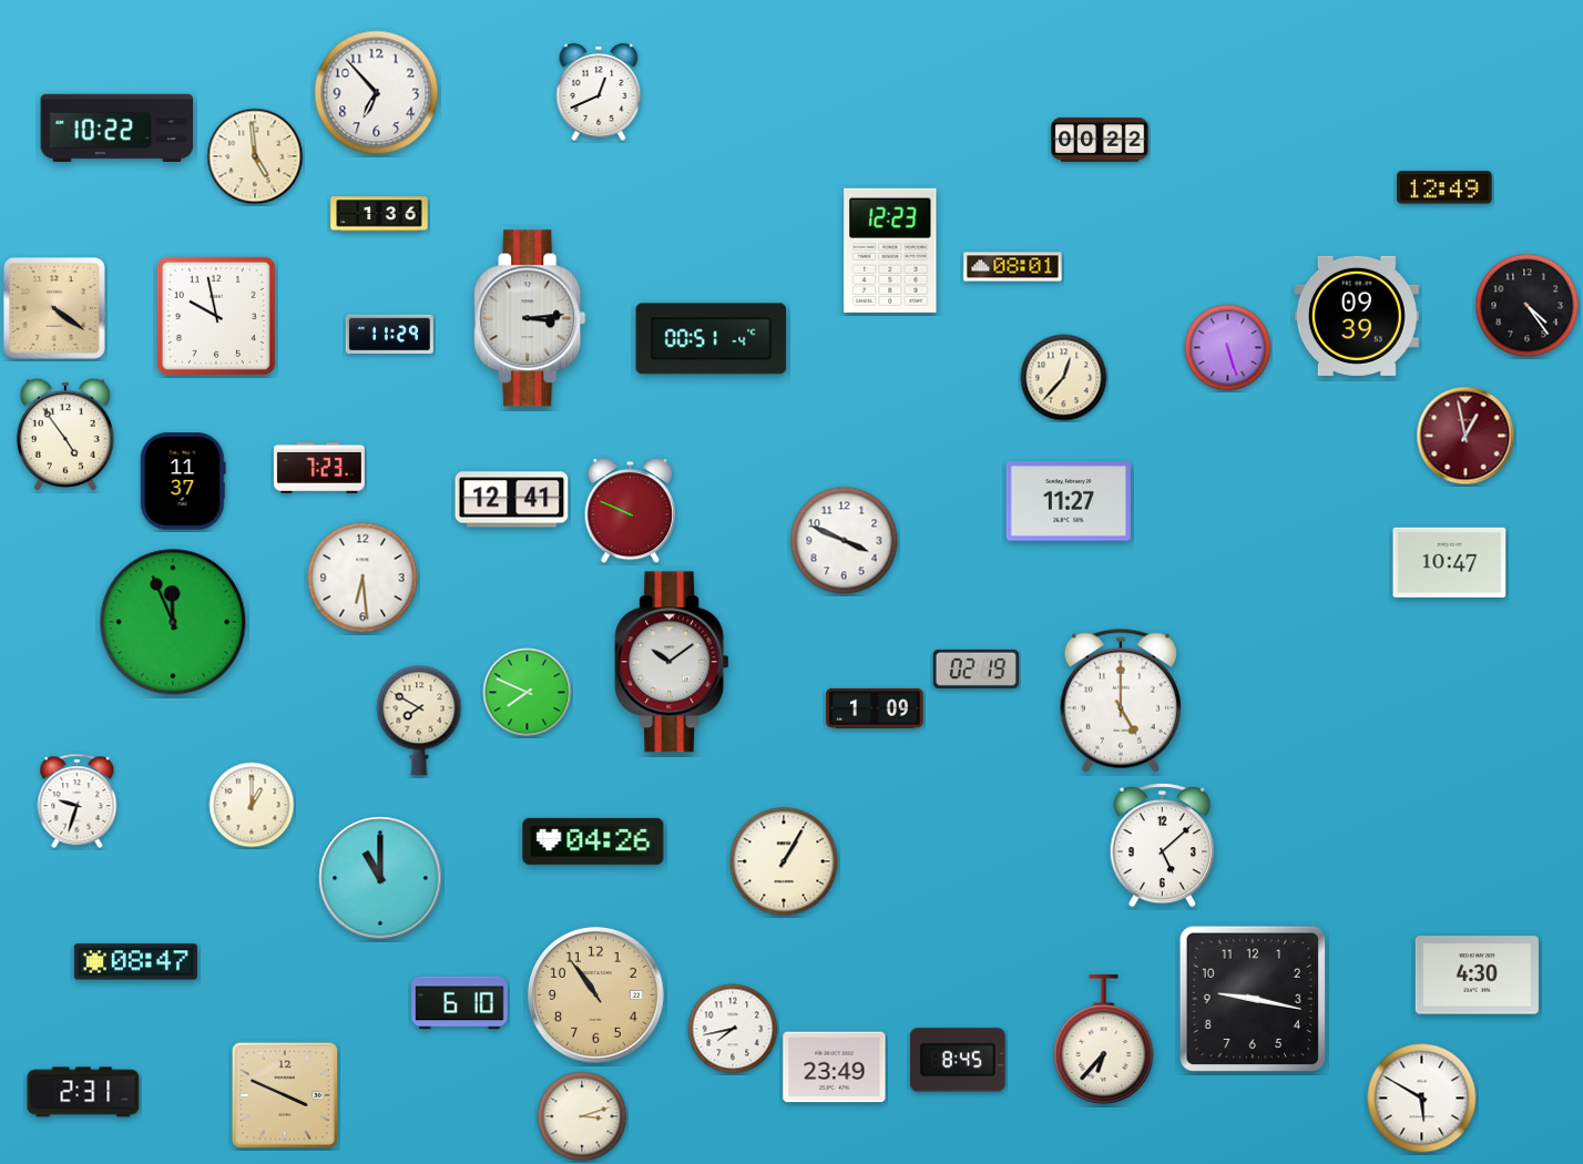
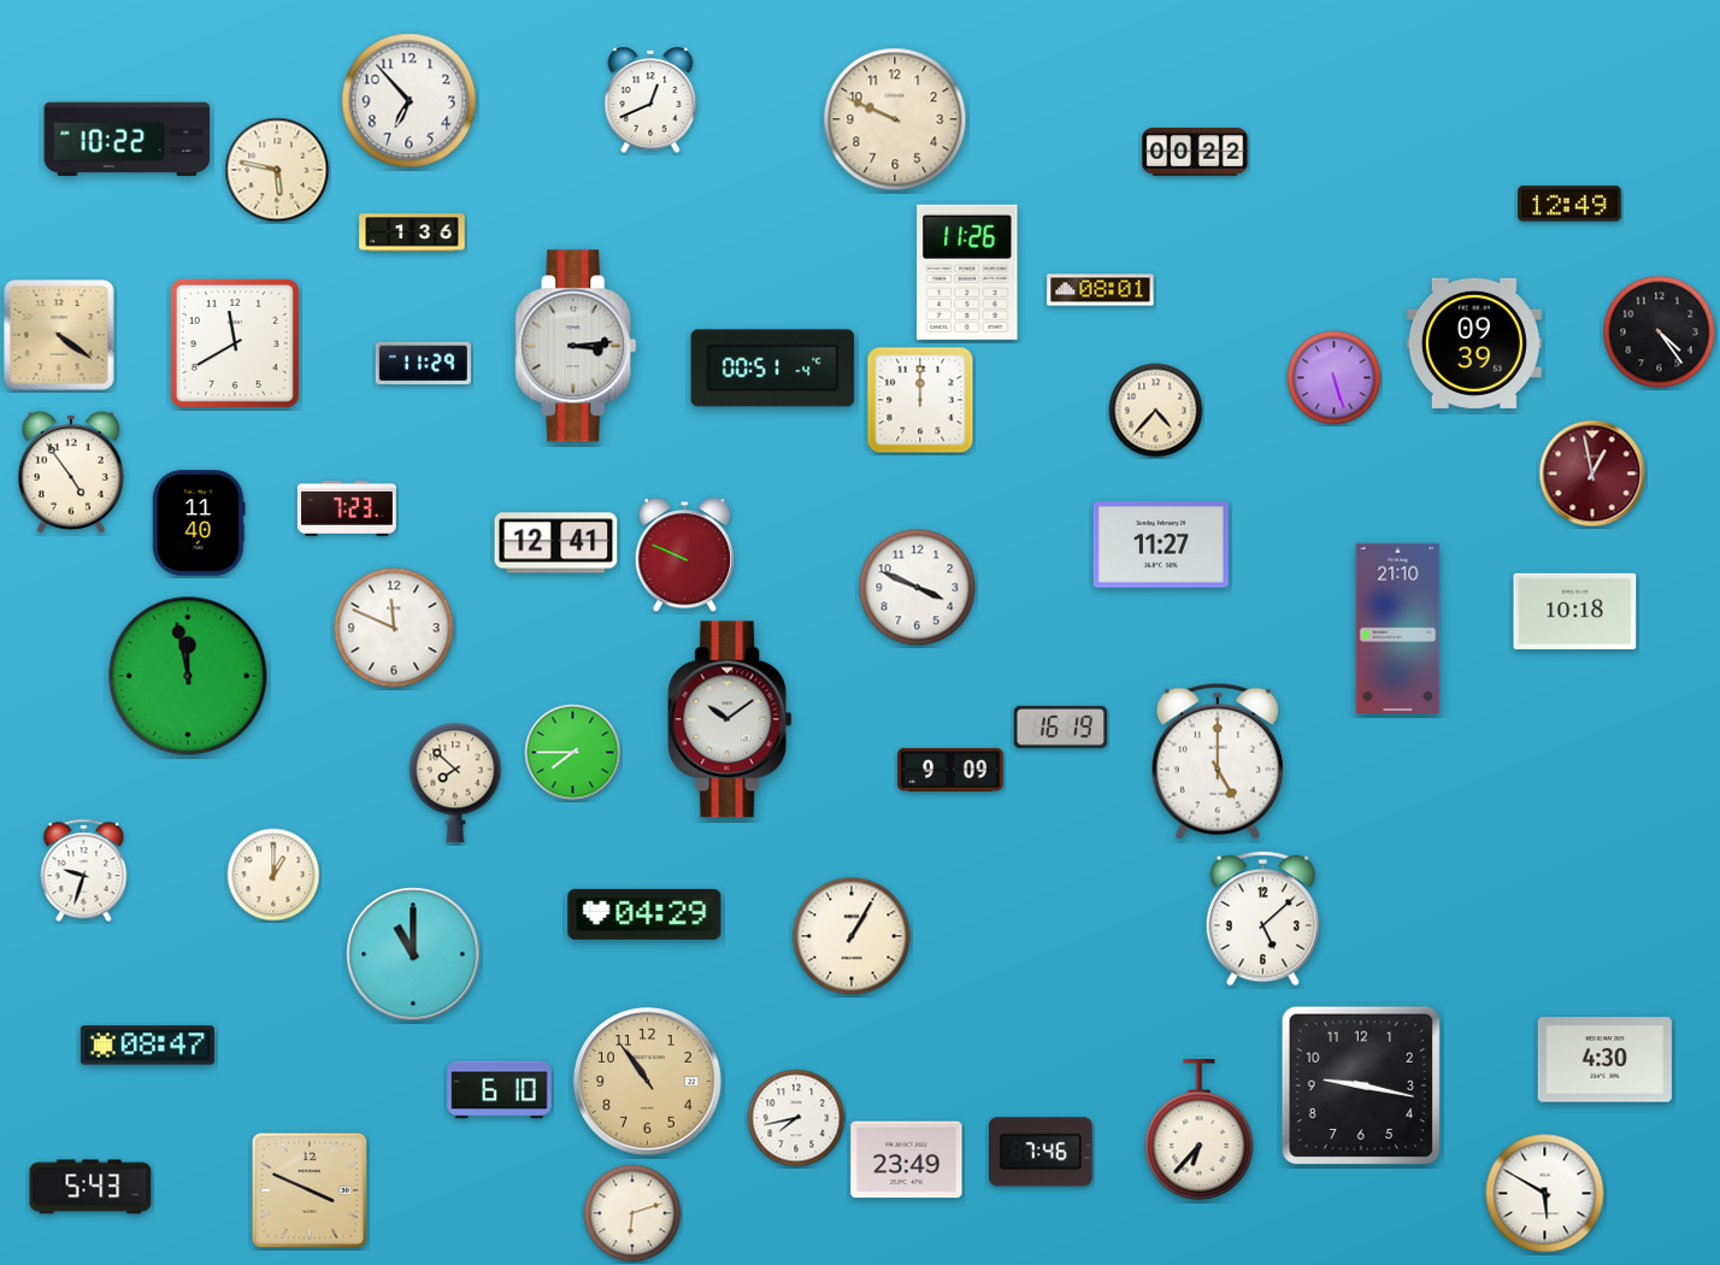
clock at (895, 119): none -> 9:49
clock at (255, 156): 4:59 -> 5:47
clock at (890, 251): 12:23 -> 11:26
clock at (216, 316): 9:58 -> 11:40
clock at (920, 400): none -> 12:00
clock at (1064, 378): 12:37 -> 4:37
clock at (183, 481): 11:37 -> 11:40
clock at (1450, 562): 10:47 -> 10:18
clock at (362, 578): 6:29 -> 11:49
clock at (1398, 628): none -> 21:10
clock at (173, 622): 11:56 -> 11:58
clock at (976, 668): 02:19 -> 16:19
clock at (528, 693): 7:49 -> 7:45
clock at (875, 708): 1:09 -> 9:09
clock at (419, 721): 7:50 -> 7:52
clock at (593, 841): 04:26 -> 04:29
clock at (959, 1060): 8:45 -> 7:46
clock at (83, 1092): 2:31 -> 5:43
clock at (582, 1116): 3:12 -> 6:12
